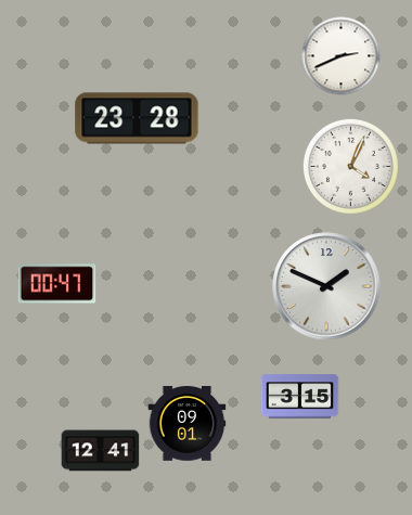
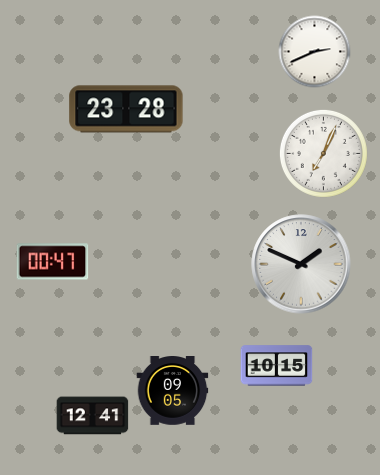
clock at (350, 166): 4:04 -> 7:04
clock at (300, 397): 3:15 -> 10:15
clock at (188, 424): 09:01 -> 09:05
